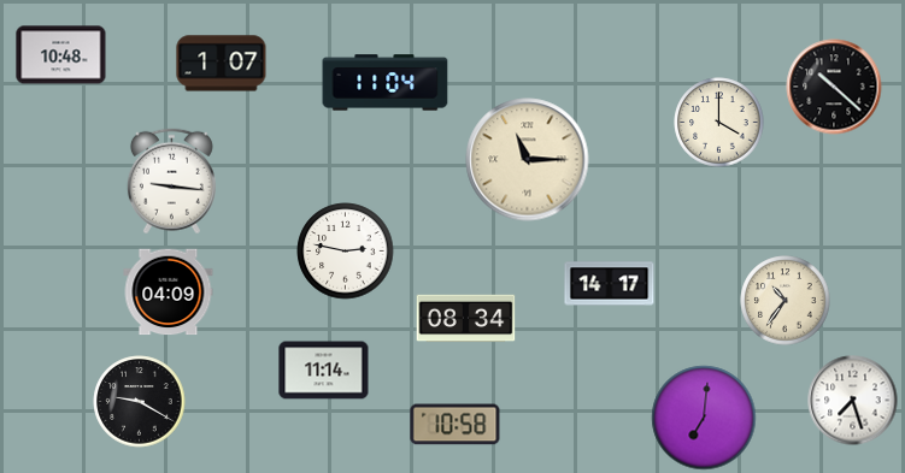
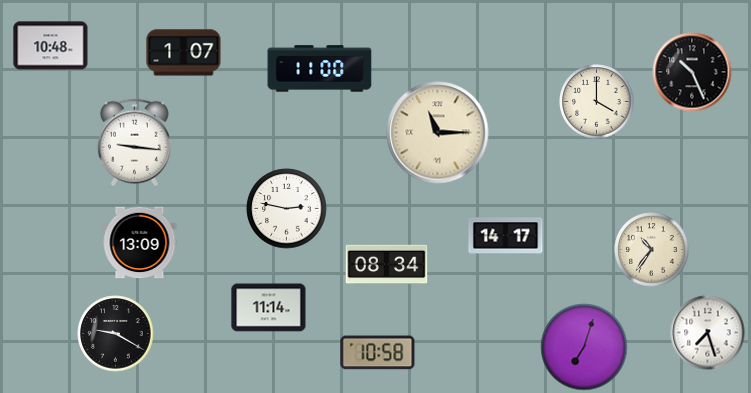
clock at (386, 83): 11:04 -> 11:00
clock at (834, 87): 10:22 -> 10:26
clock at (171, 182) position: (171, 182) -> (134, 143)
clock at (169, 292): 04:09 -> 13:09
clock at (704, 418): 7:01 -> 7:03
